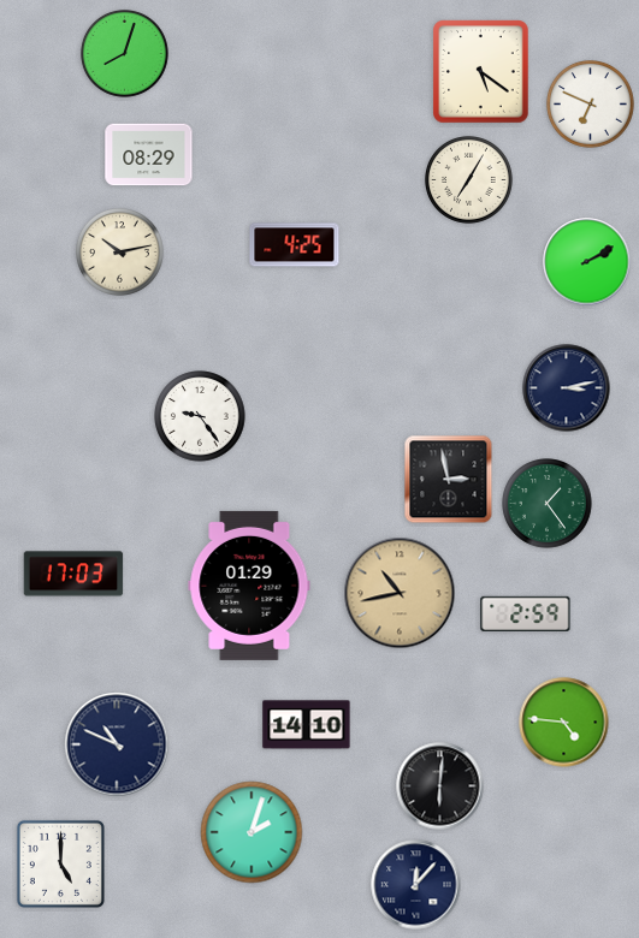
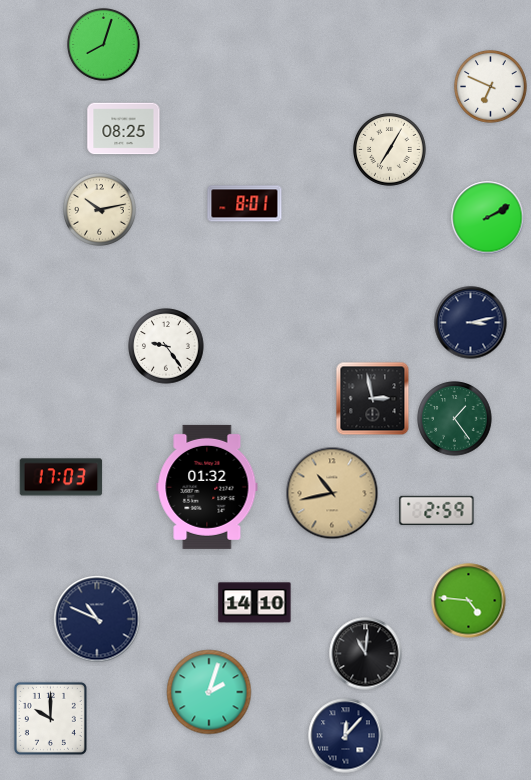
clock at (481, 72): 5:21 -> none
clock at (149, 155): 08:29 -> 08:25
clock at (295, 245): 4:25 -> 8:01
clock at (249, 586): 01:29 -> 01:32
clock at (440, 786): 6:01 -> 11:01
clock at (60, 863): 5:00 -> 10:00
